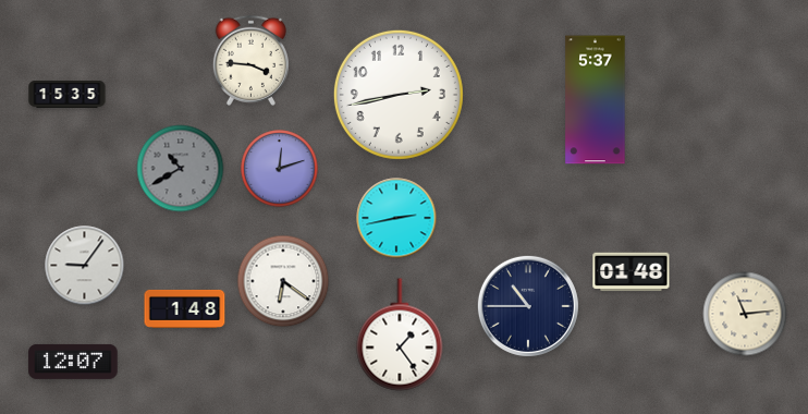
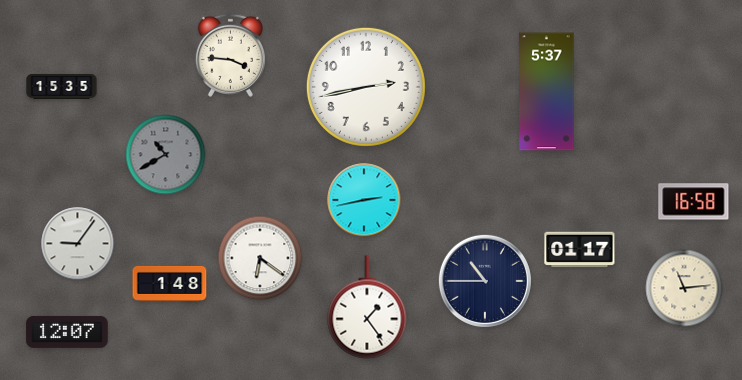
clock at (280, 169): 12:12 -> none
clock at (694, 202): none -> 16:58
clock at (632, 272): 01:48 -> 01:17
